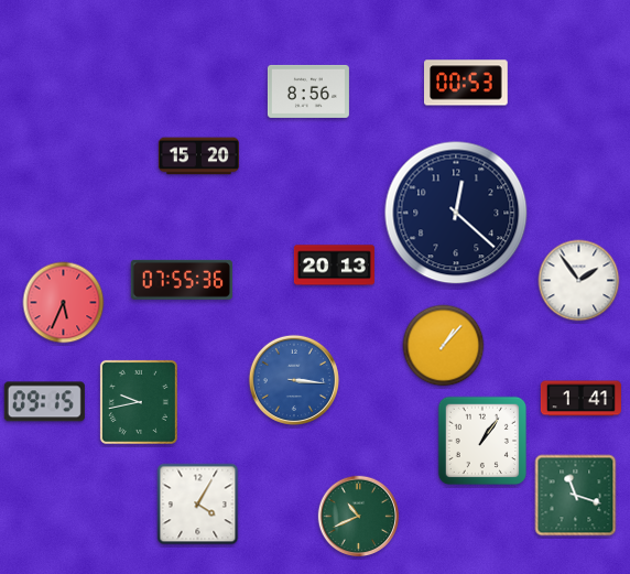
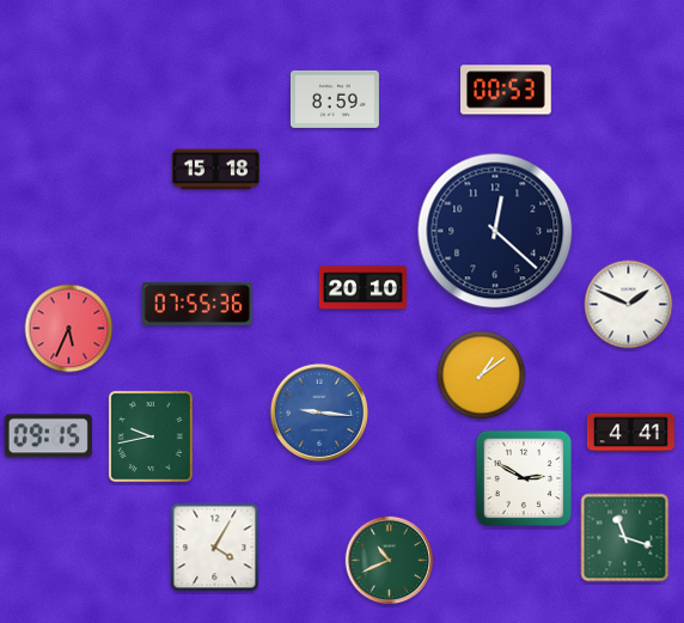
clock at (308, 91): 8:56 -> 8:59
clock at (198, 156): 15:20 -> 15:18
clock at (334, 266): 20:13 -> 20:10
clock at (579, 281): 1:54 -> 1:49
clock at (444, 346): 1:07 -> 1:09
clock at (294, 380): 3:16 -> 9:16
clock at (580, 399): 1:41 -> 4:41
clock at (481, 440): 1:06 -> 2:50
